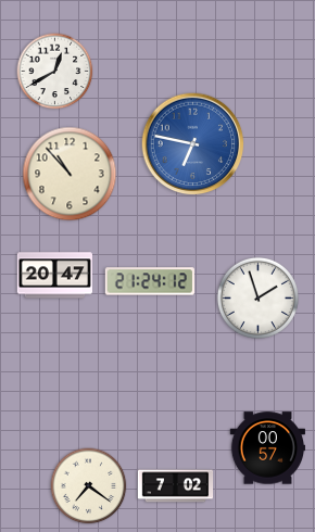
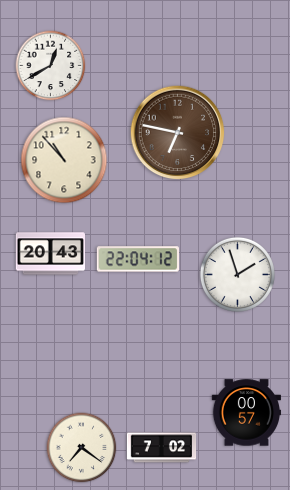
clock at (193, 144) dial: blue -> brown
clock at (54, 276): 20:47 -> 20:43
clock at (149, 281): 21:24 -> 22:04
